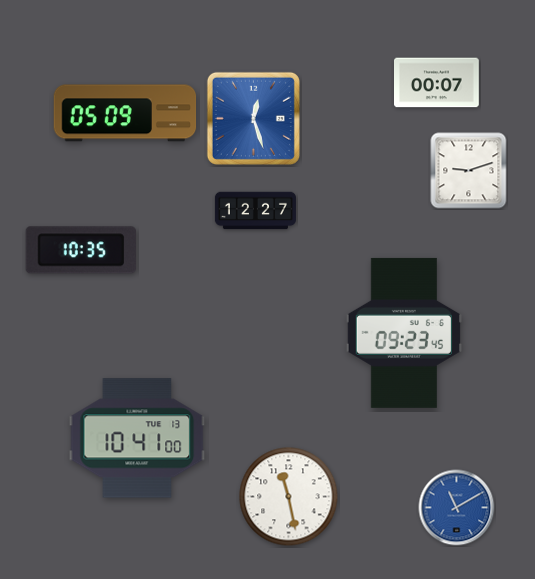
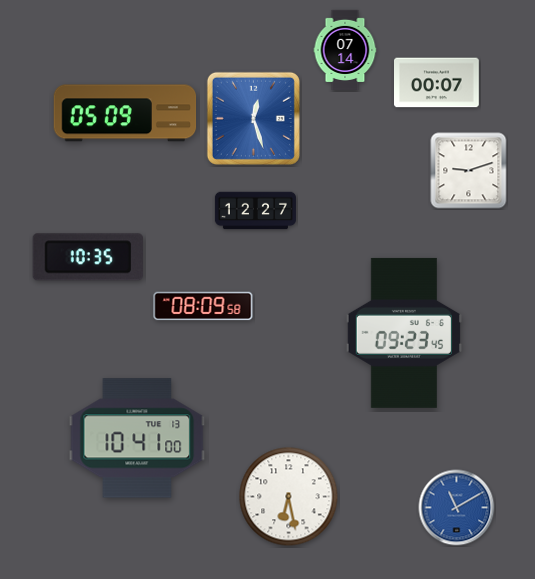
clock at (345, 49): none -> 07:14
clock at (81, 250) position: (81, 250) -> (88, 257)
clock at (203, 306): none -> 08:09
clock at (289, 497): 11:28 -> 6:28
